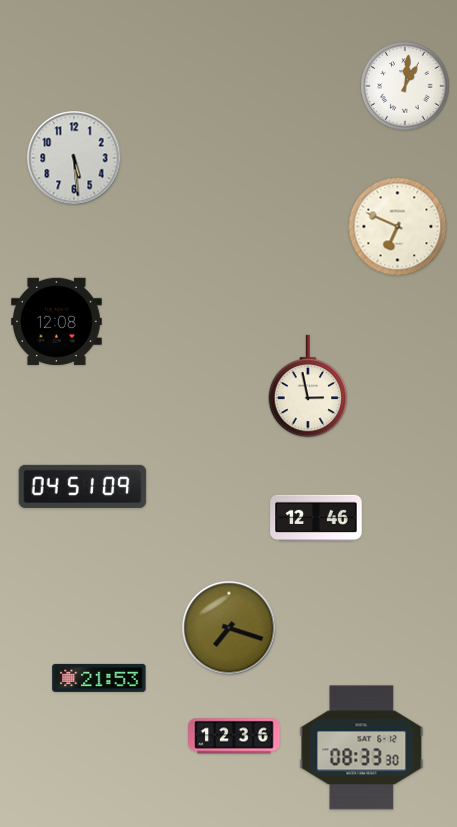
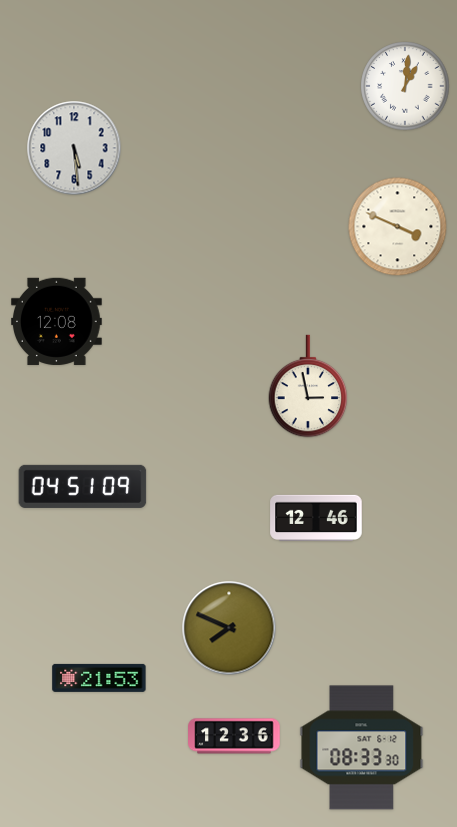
clock at (74, 158) position: (74, 158) -> (74, 148)
clock at (398, 227): 6:49 -> 3:49
clock at (229, 628): 7:18 -> 7:49
